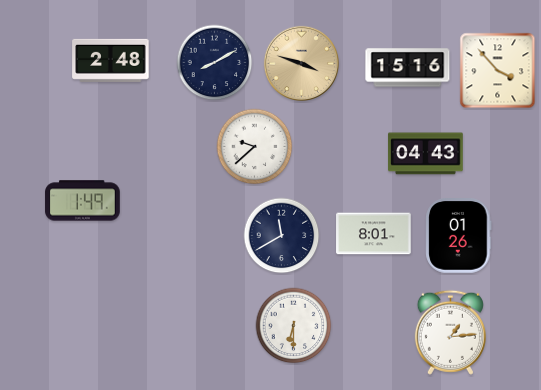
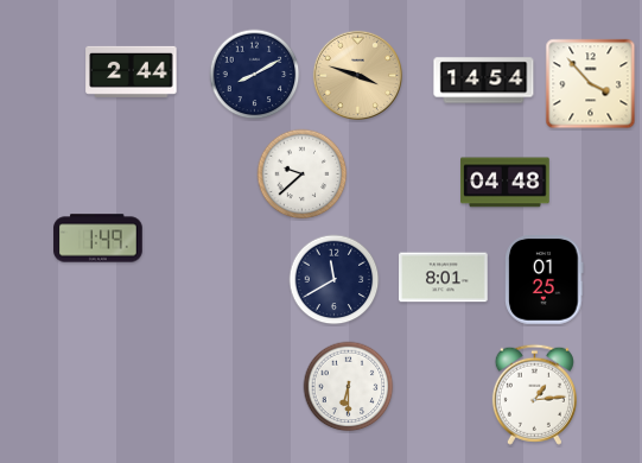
clock at (111, 60): 2:48 -> 2:44
clock at (408, 68): 15:16 -> 14:54
clock at (426, 154): 04:43 -> 04:48
clock at (459, 236): 01:26 -> 01:25
